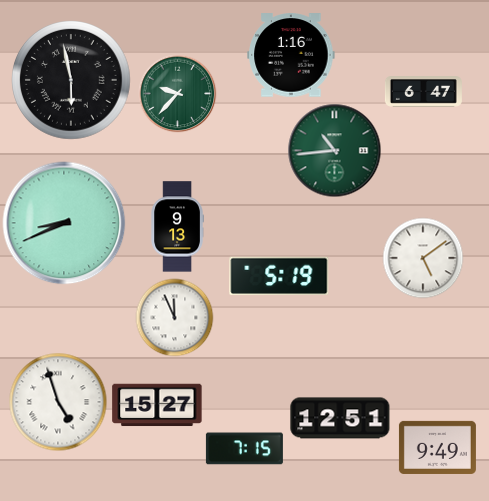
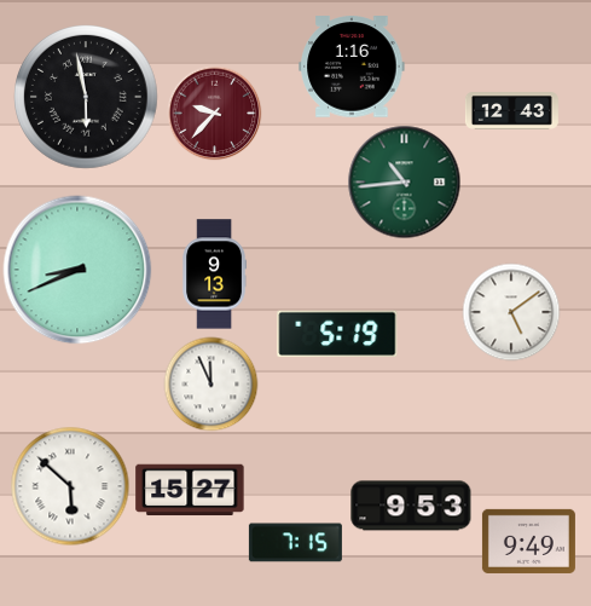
clock at (423, 92): 6:47 -> 12:43
clock at (177, 93) dial: green -> burgundy
clock at (58, 402): 4:57 -> 5:52
clock at (340, 418): 12:51 -> 9:53
